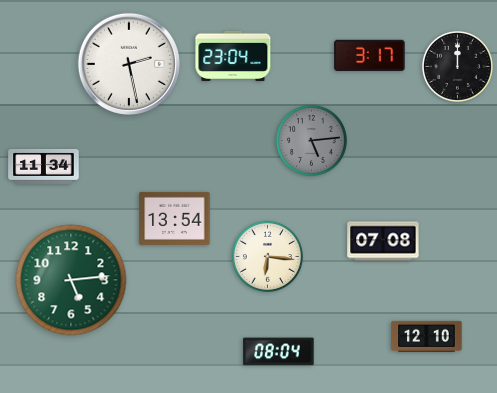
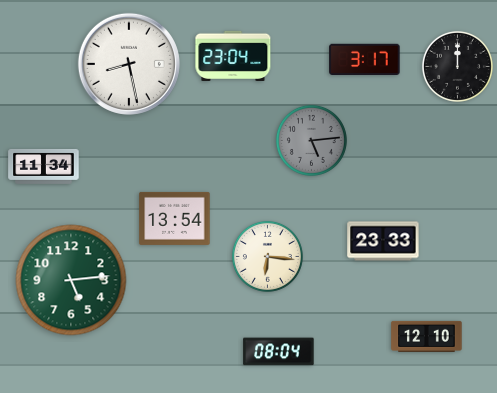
clock at (370, 55) position: (370, 55) -> (365, 59)
clock at (129, 64): 2:28 -> 8:28
clock at (383, 241): 07:08 -> 23:33
